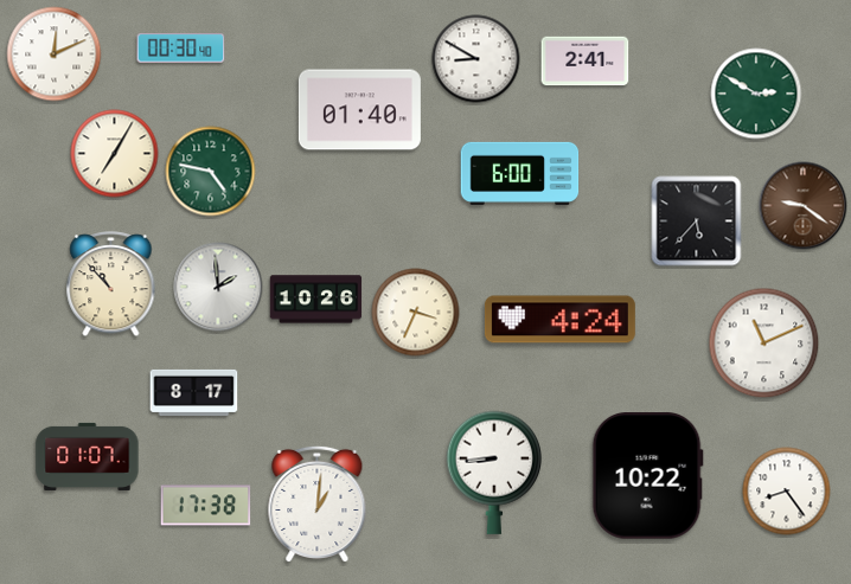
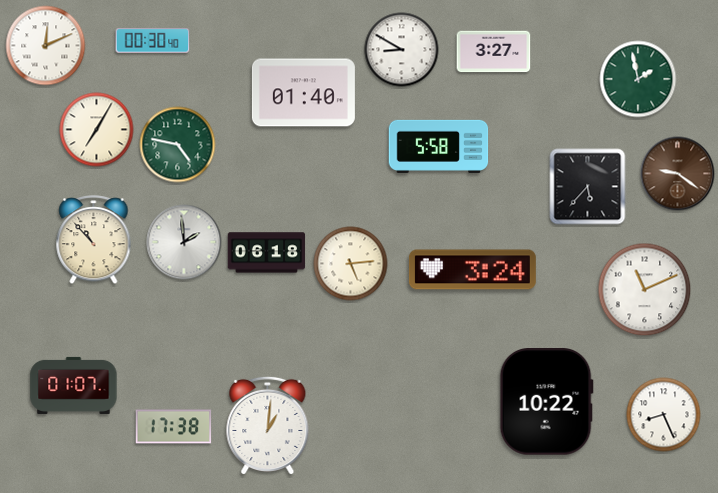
clock at (586, 62): 2:41 -> 3:27
clock at (756, 94): 2:50 -> 1:58
clock at (520, 173): 6:00 -> 5:58
clock at (316, 300): 10:26 -> 06:18
clock at (416, 313): 3:34 -> 5:14
clock at (559, 320): 4:24 -> 3:24
clock at (194, 392): 8:17 -> none
clock at (494, 473): 8:44 -> none
clock at (787, 492): 8:24 -> 8:26
